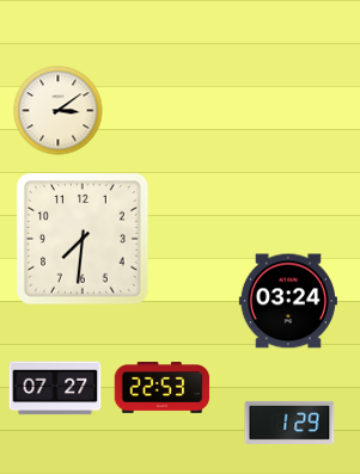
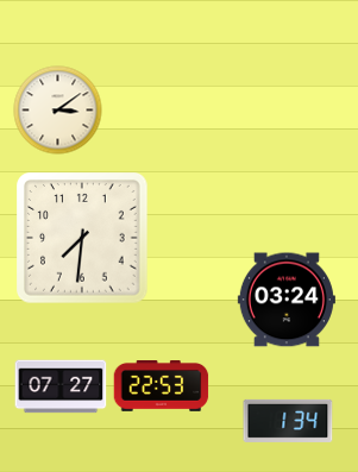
clock at (55, 388) position: (55, 388) -> (61, 386)
clock at (289, 423): 1:29 -> 1:34
